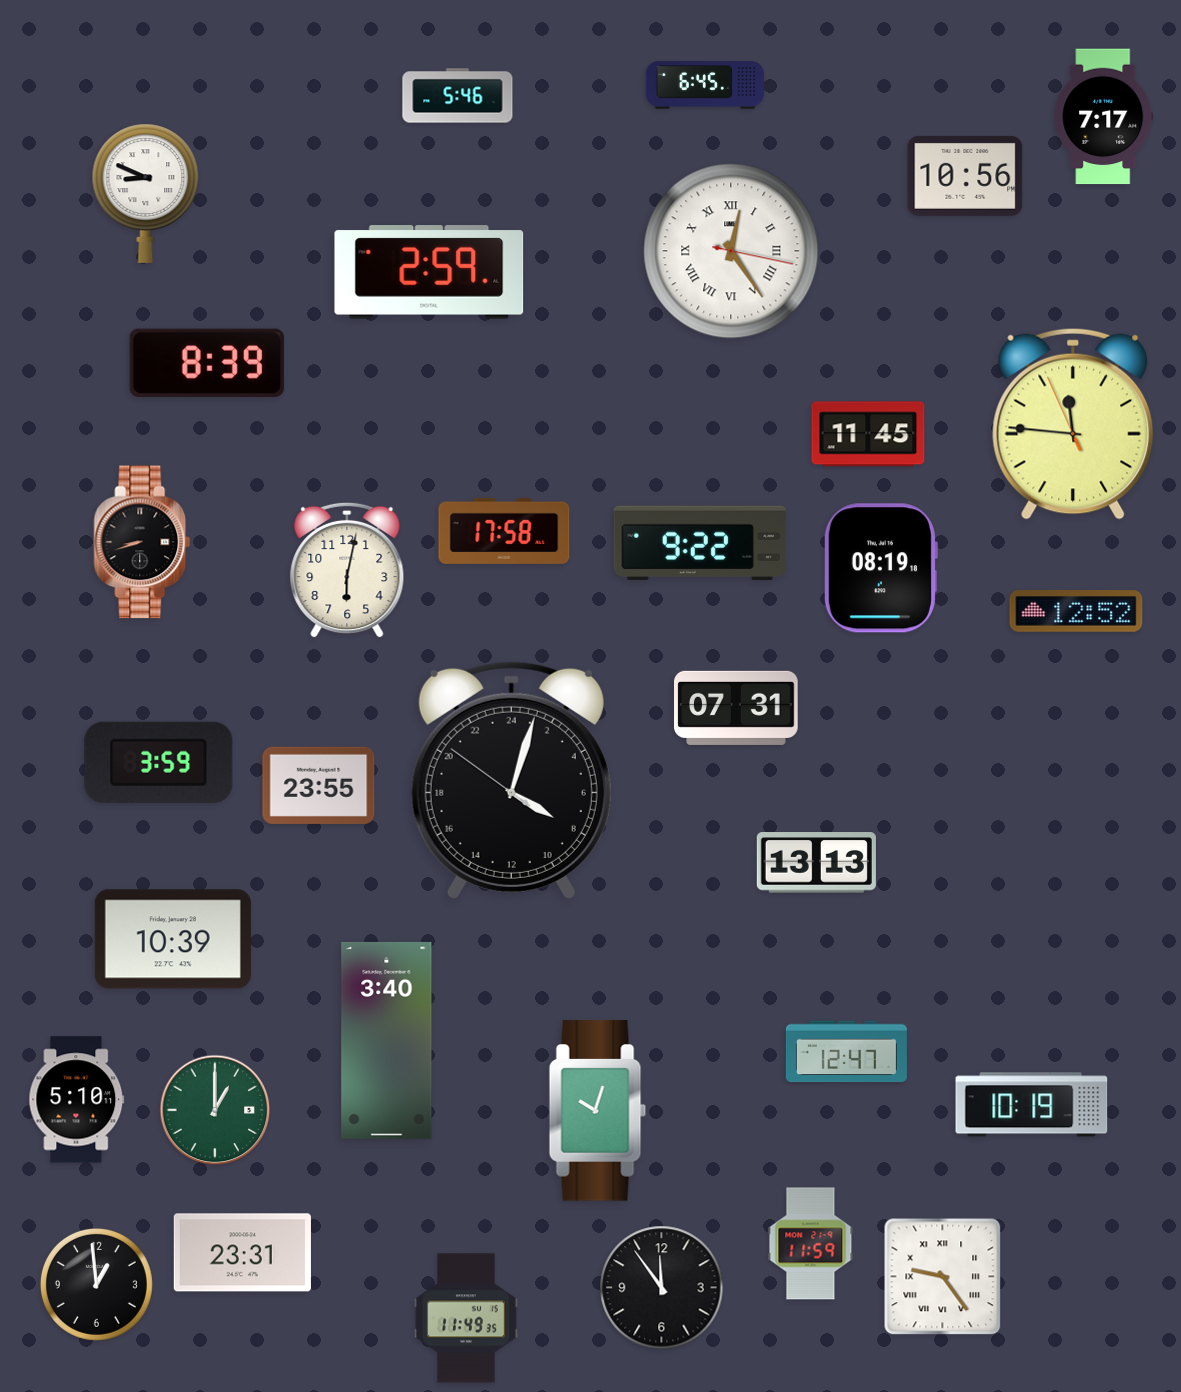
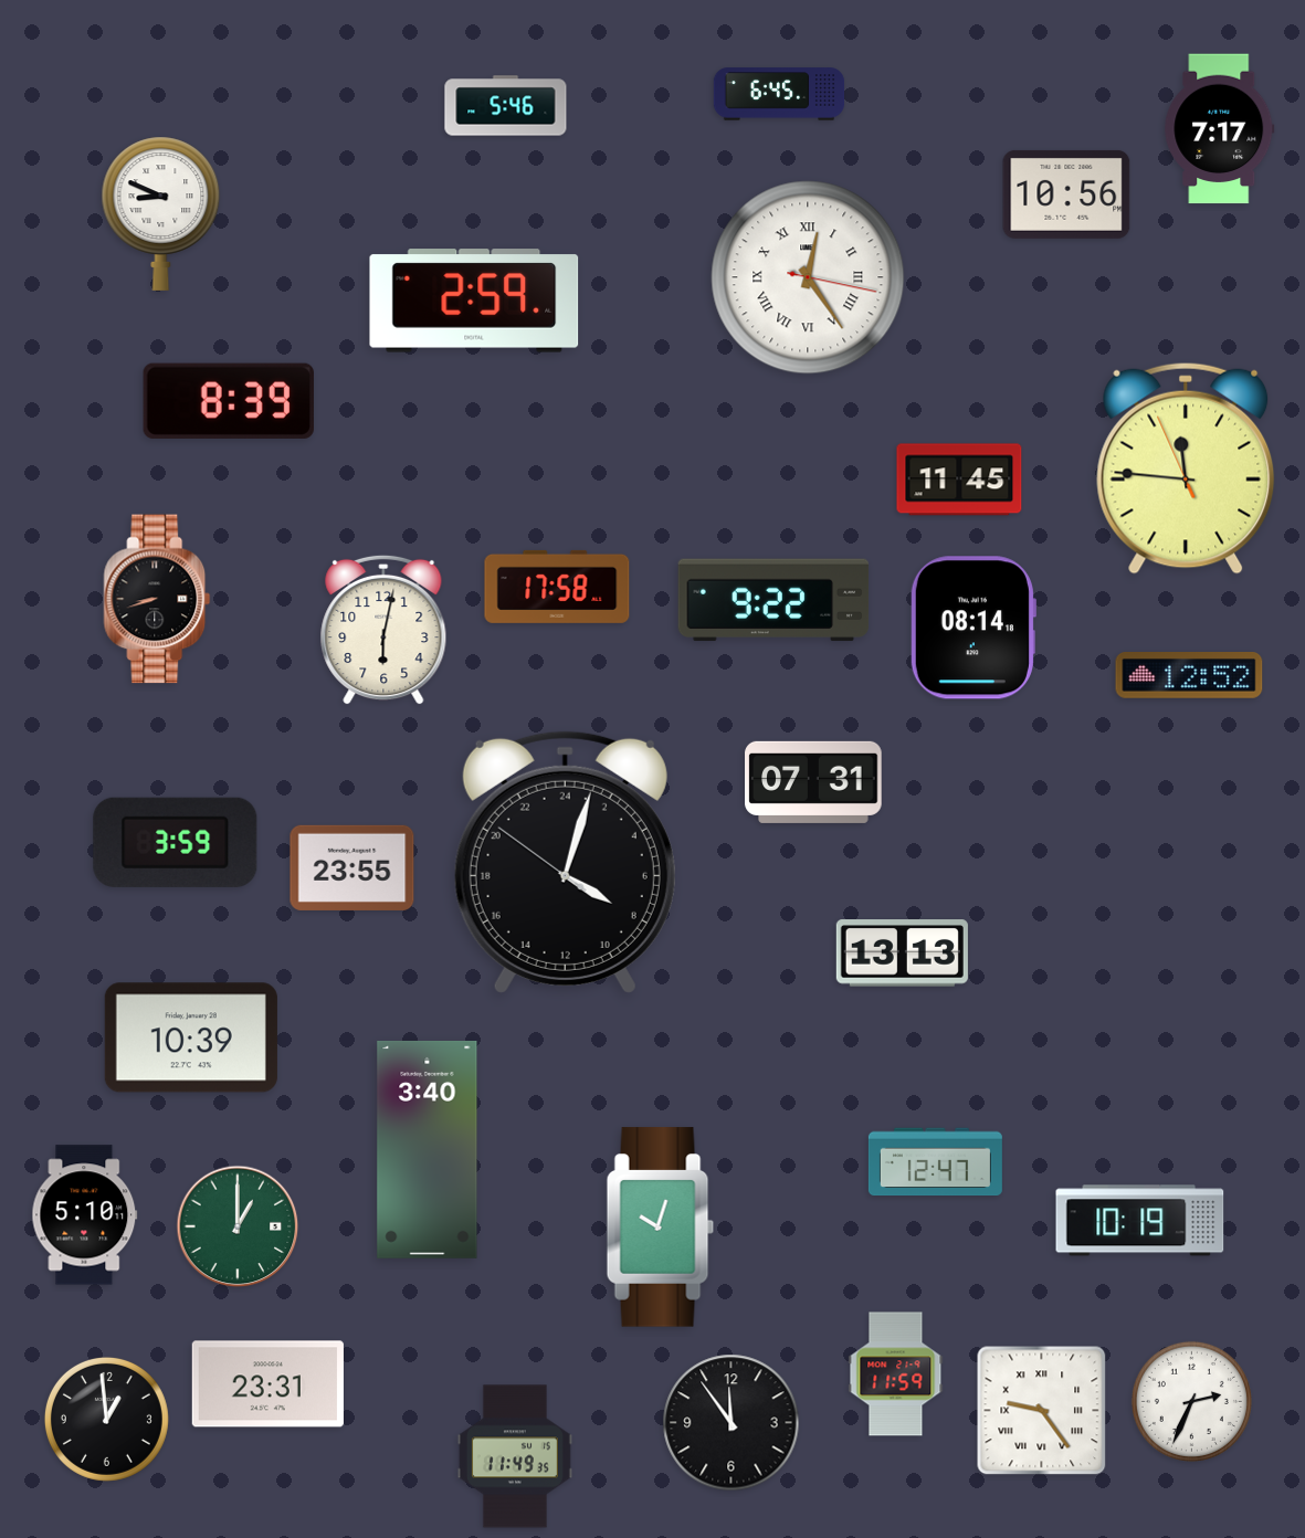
clock at (880, 568): 08:19 -> 08:14
clock at (1191, 1401): none -> 2:34
